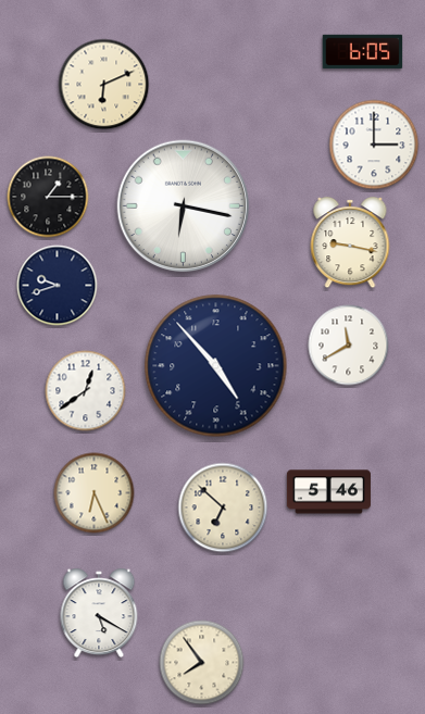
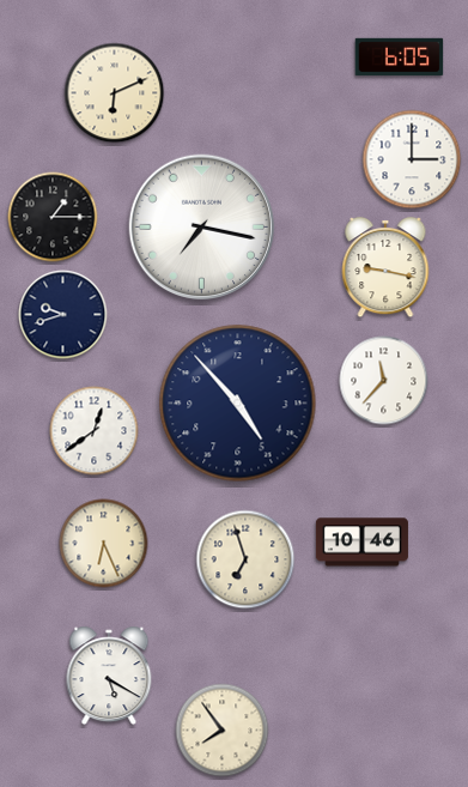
clock at (184, 206): 6:17 -> 7:17
clock at (349, 346): 11:40 -> 11:37
clock at (328, 492): 5:46 -> 10:46
clock at (223, 508): 6:52 -> 6:57
